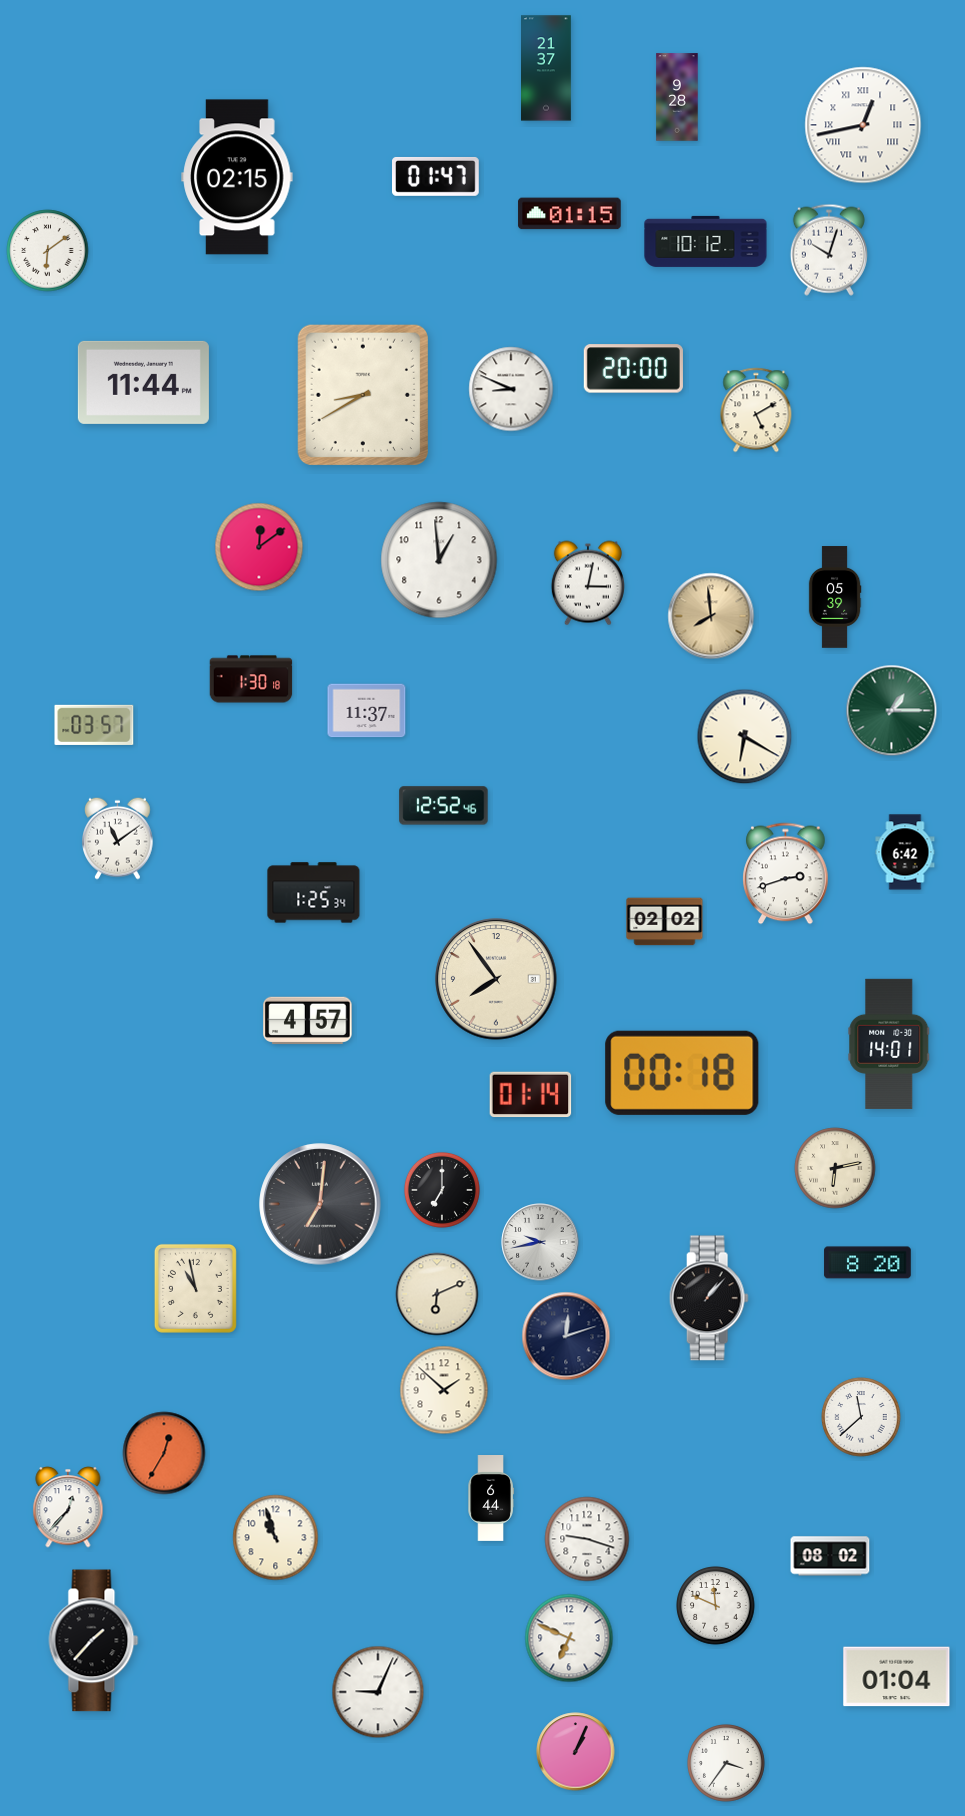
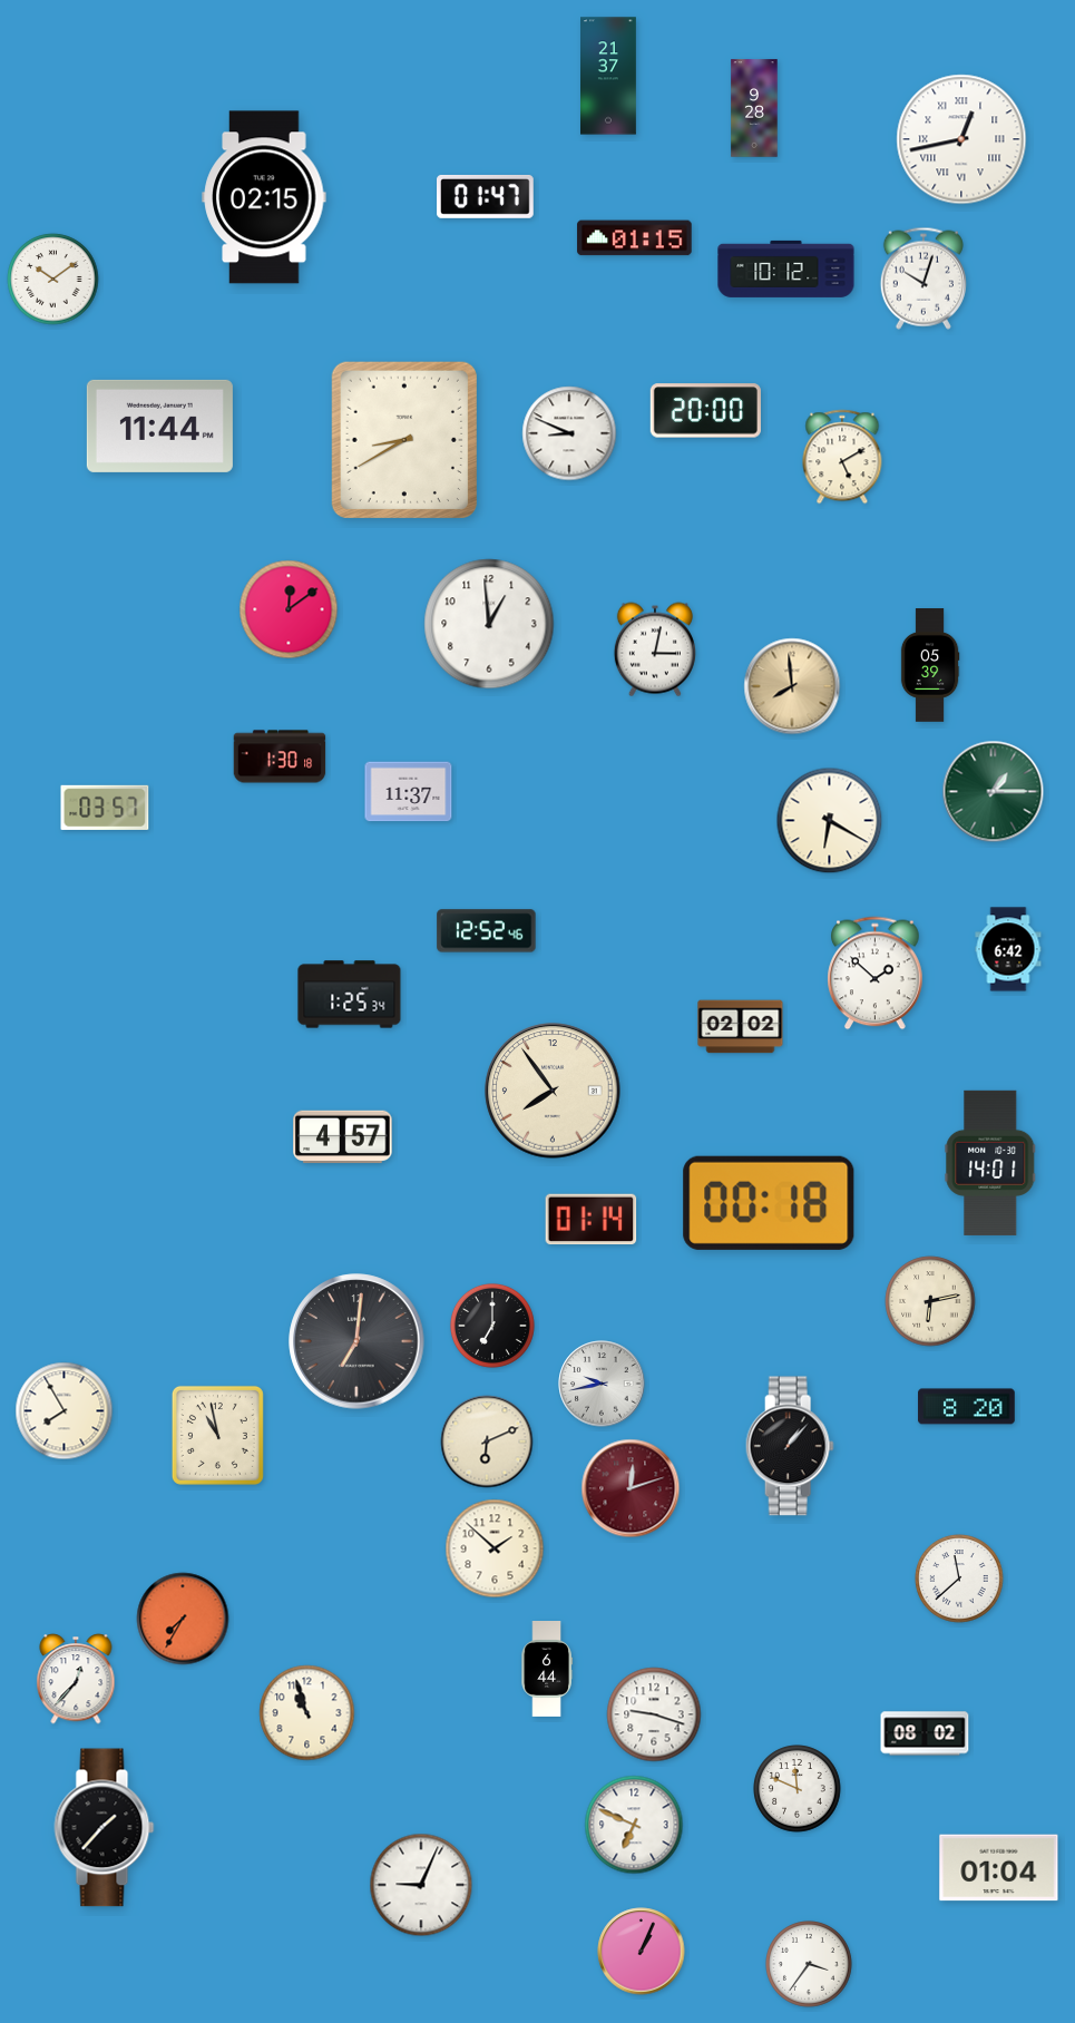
clock at (48, 251): 6:09 -> 10:09
clock at (444, 806) position: (444, 806) -> (487, 931)
clock at (118, 838): 11:09 -> none
clock at (786, 874): 2:42 -> 1:52
clock at (682, 1073) position: (682, 1073) -> (769, 1203)
clock at (65, 1411): none -> 7:55
clock at (566, 1336) dial: navy -> burgundy
clock at (164, 1453): 12:35 -> 7:35
